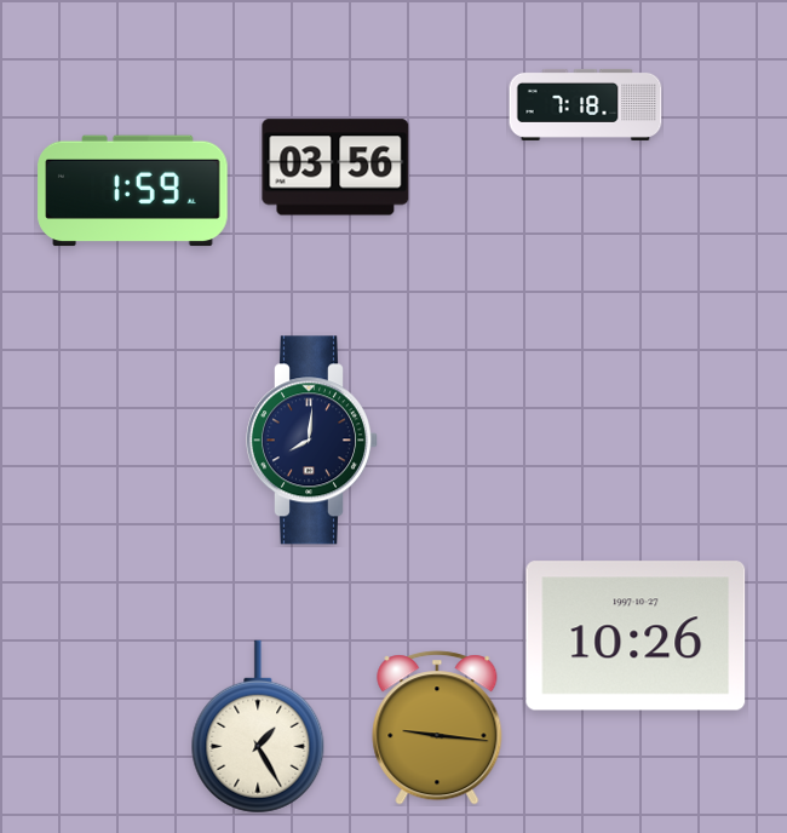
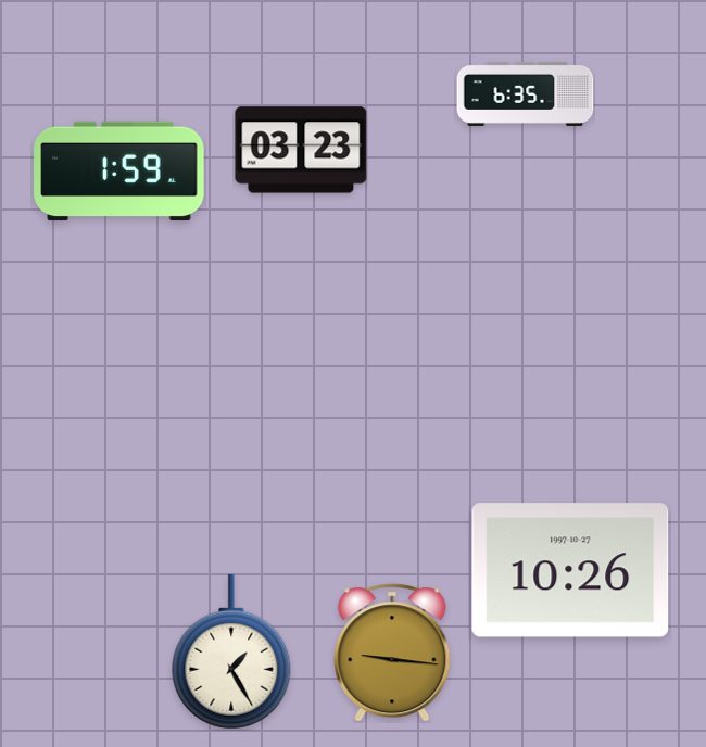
clock at (586, 104): 7:18 -> 6:35
clock at (335, 167): 03:56 -> 03:23
clock at (311, 441): 8:01 -> none
